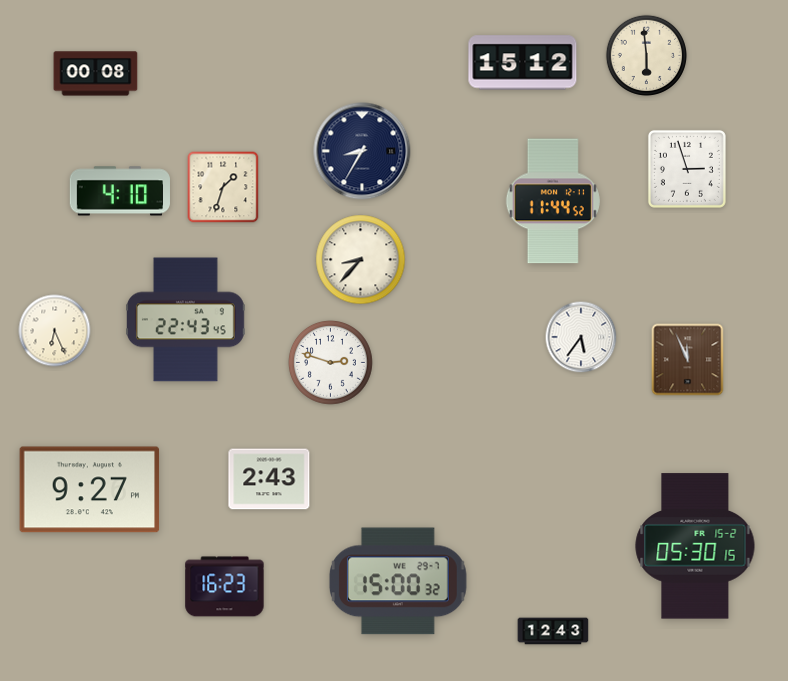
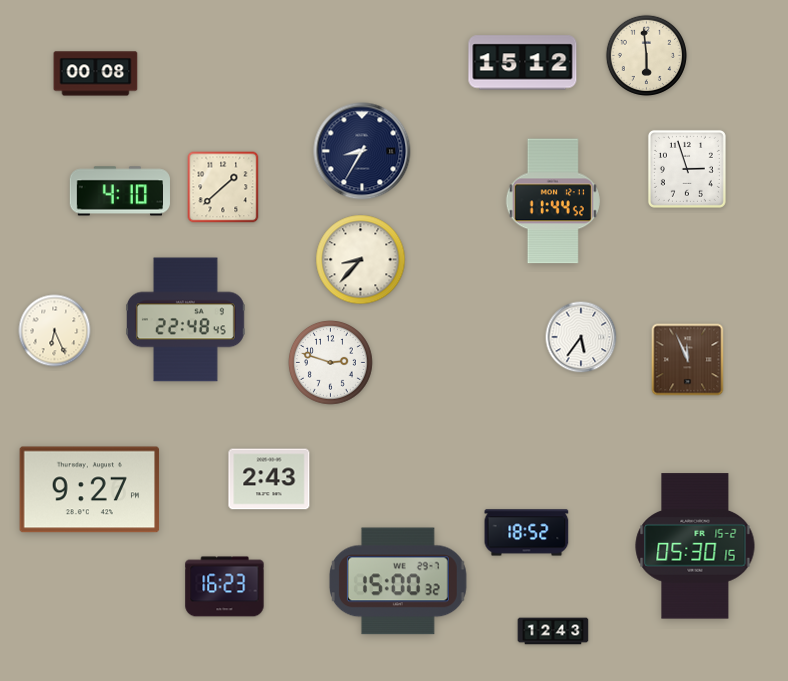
clock at (223, 187): 1:33 -> 1:38
clock at (186, 320): 22:43 -> 22:48
clock at (527, 533): none -> 18:52
